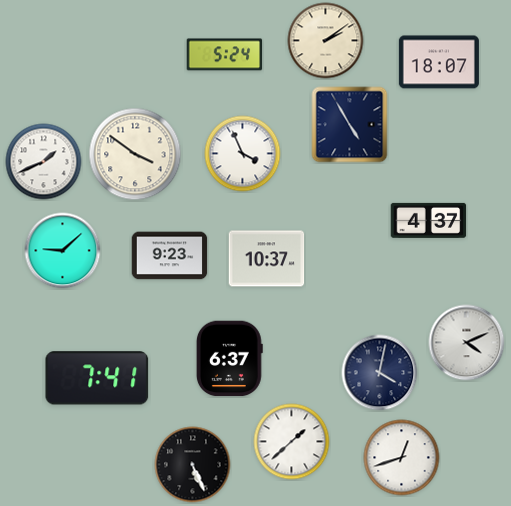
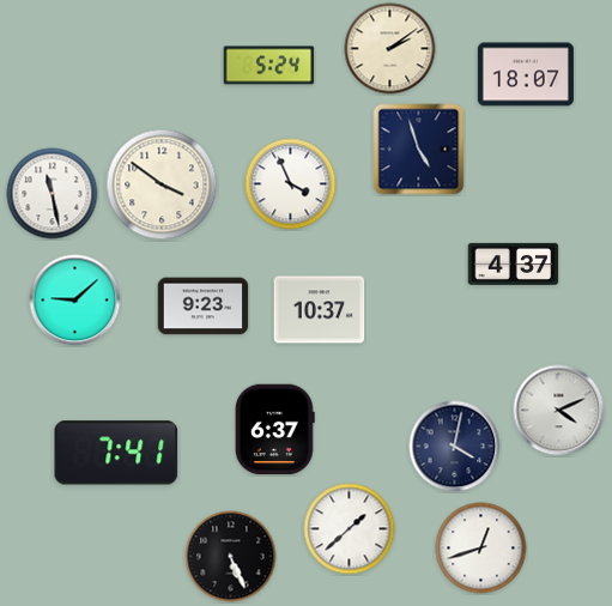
clock at (350, 125): 4:55 -> 4:57
clock at (44, 162): 1:41 -> 11:28
